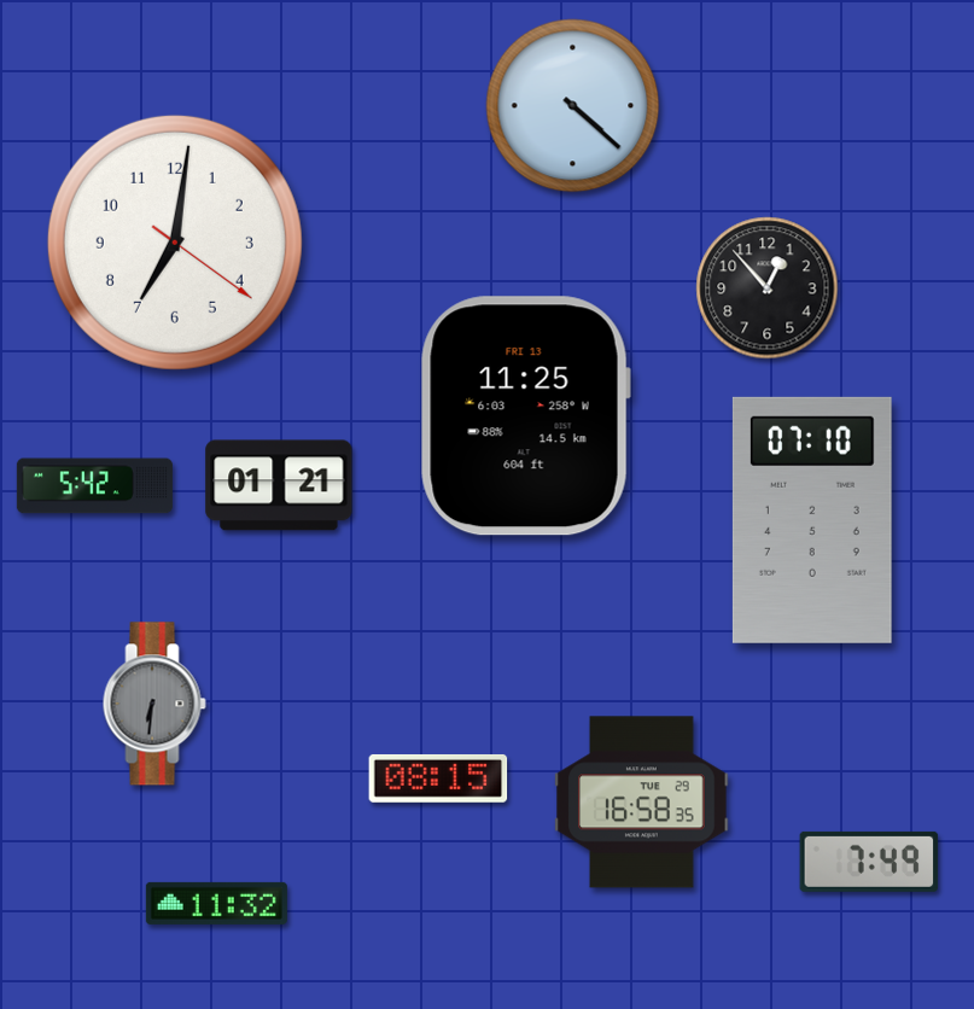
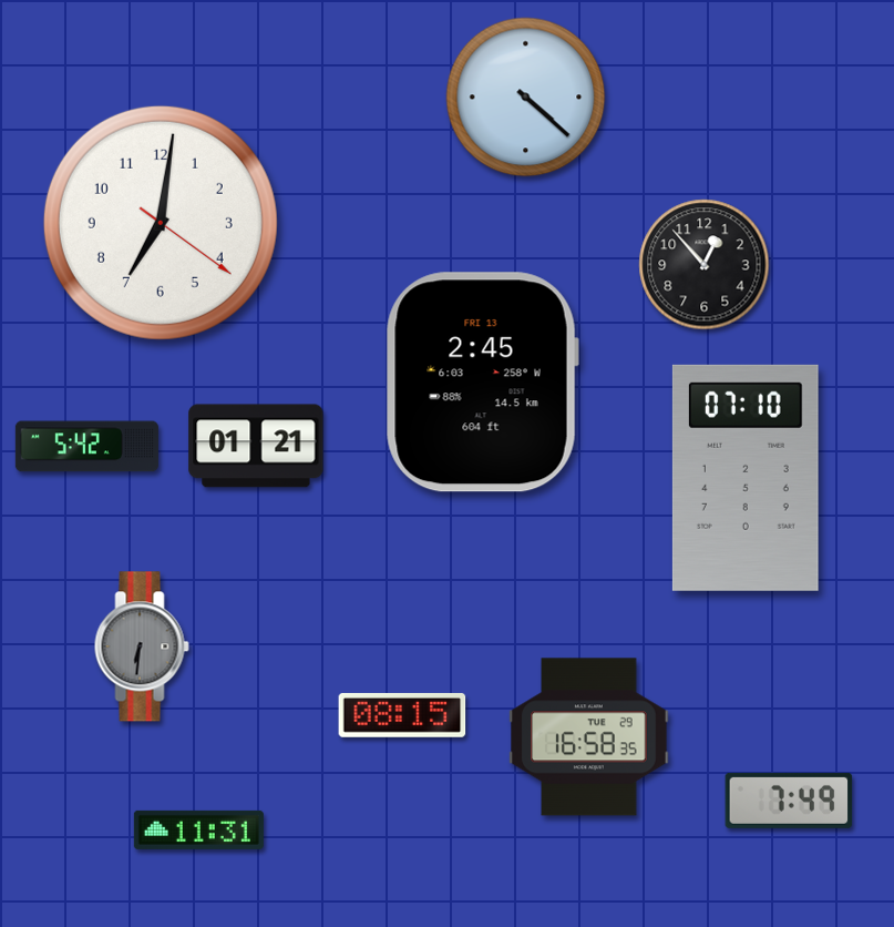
clock at (525, 416): 11:25 -> 2:45
clock at (869, 862) position: (869, 862) -> (789, 801)
clock at (216, 903): 11:32 -> 11:31
